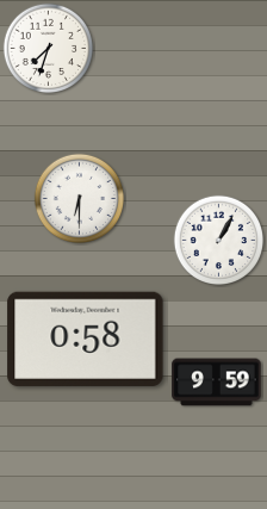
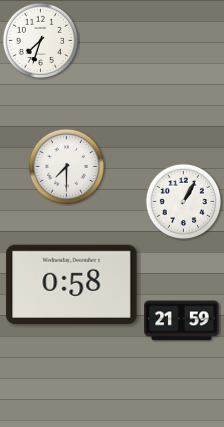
clock at (80, 199): 6:30 -> 7:30
clock at (217, 383): 9:59 -> 21:59
